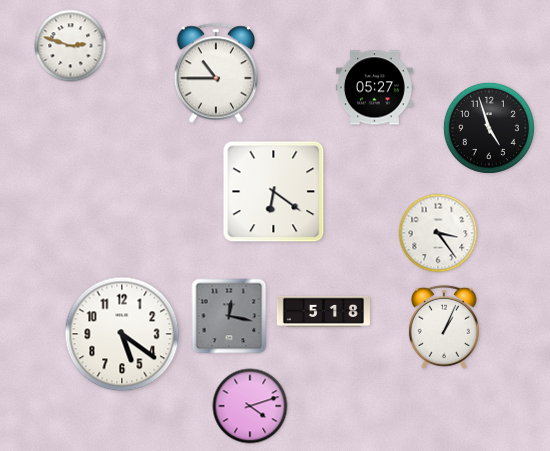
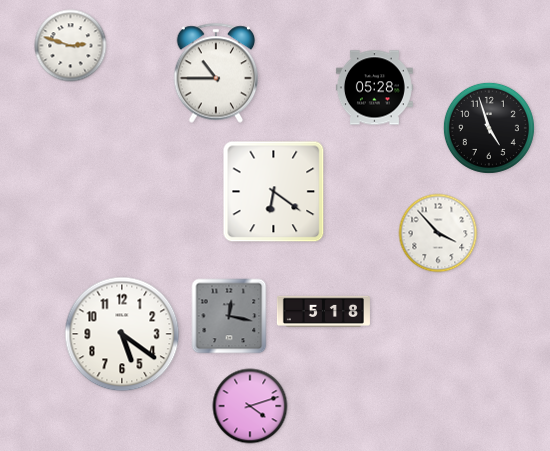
clock at (374, 88): 05:27 -> 05:28
clock at (438, 233): 3:24 -> 3:53
clock at (444, 327): 1:04 -> none
